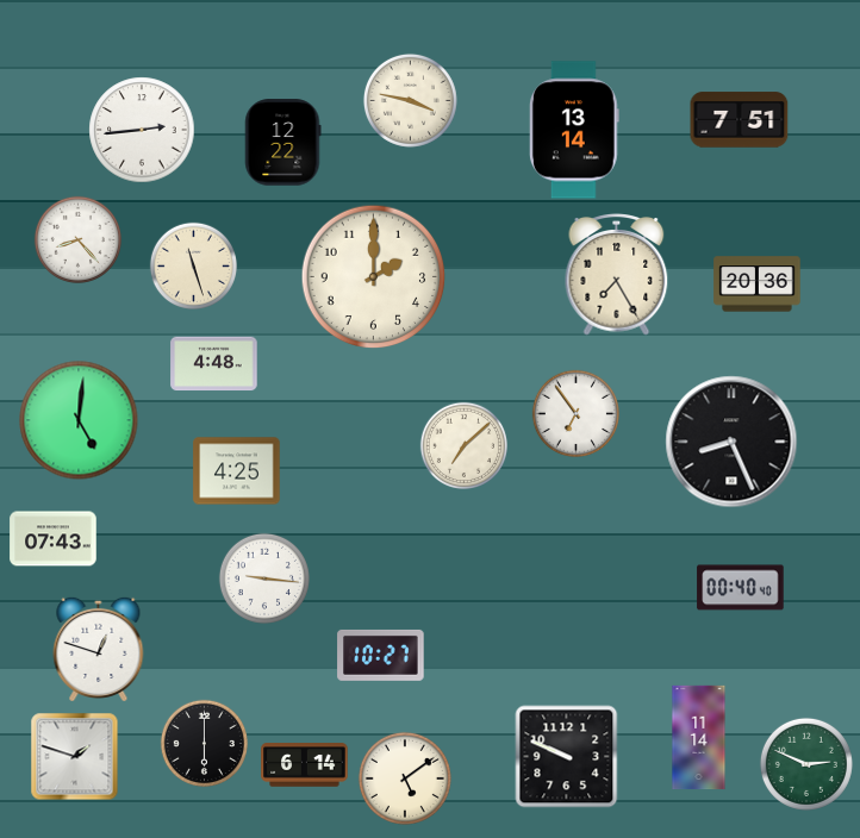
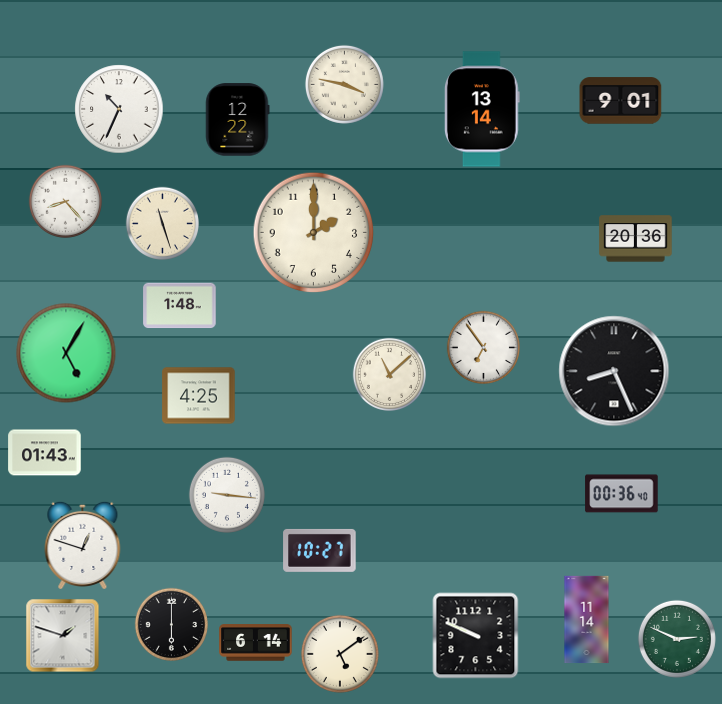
clock at (740, 120): 7:51 -> 9:01
clock at (142, 130): 2:44 -> 10:34
clock at (617, 275): 7:25 -> none
clock at (214, 364): 4:48 -> 1:48
clock at (79, 420): 5:01 -> 5:05
clock at (463, 445): 7:08 -> 11:08
clock at (54, 539): 07:43 -> 01:43
clock at (264, 579) position: (264, 579) -> (227, 495)
clock at (741, 588): 00:40 -> 00:36
clock at (806, 764) position: (806, 764) -> (677, 639)
